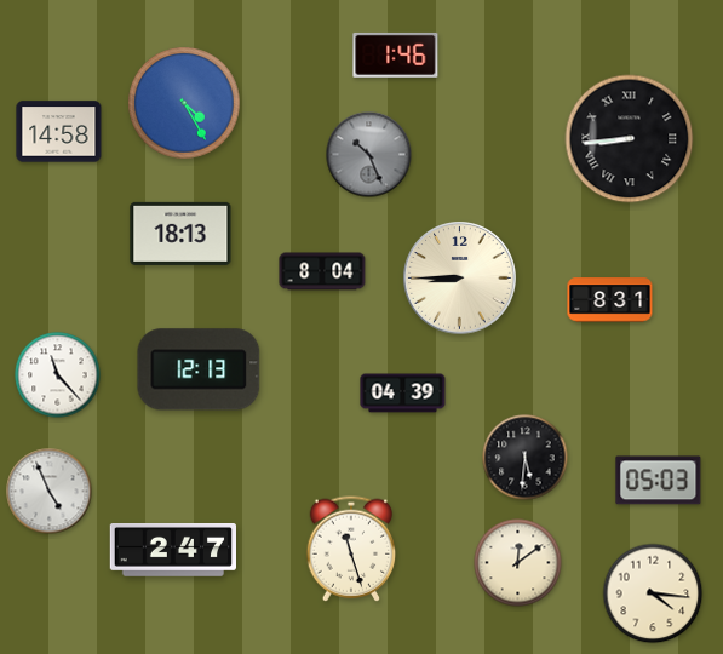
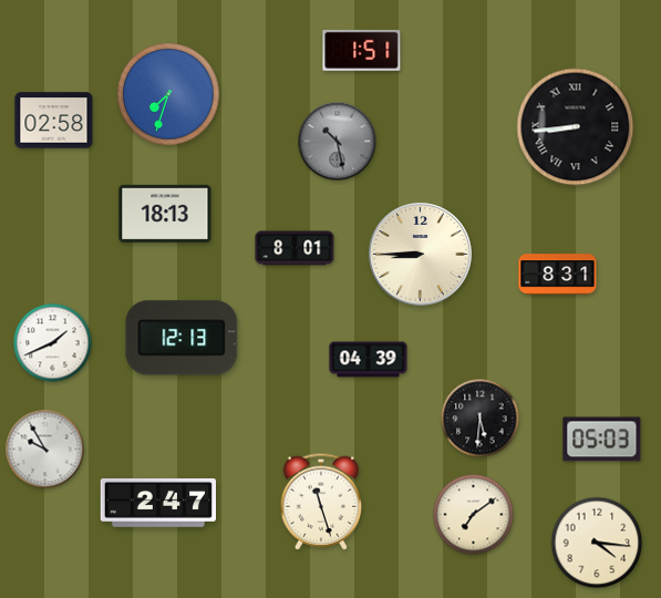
clock at (396, 54): 1:46 -> 1:51
clock at (184, 103): 4:25 -> 7:33
clock at (59, 132): 14:58 -> 02:58
clock at (369, 155): 10:26 -> 10:28
clock at (322, 271): 8:04 -> 8:01
clock at (58, 375): 11:23 -> 1:41
clock at (50, 492): 4:56 -> 9:55
clock at (518, 563): 12:09 -> 7:09
